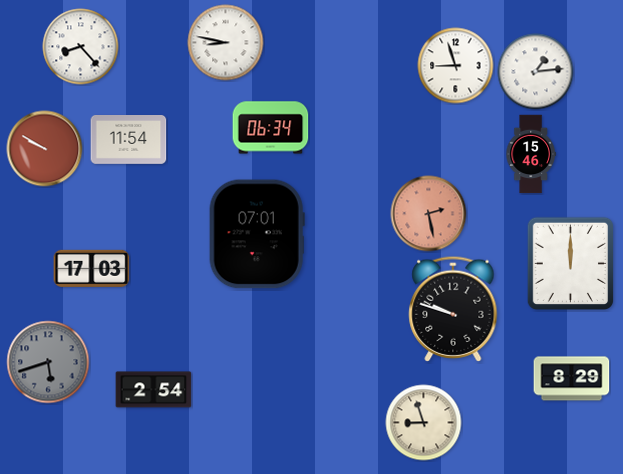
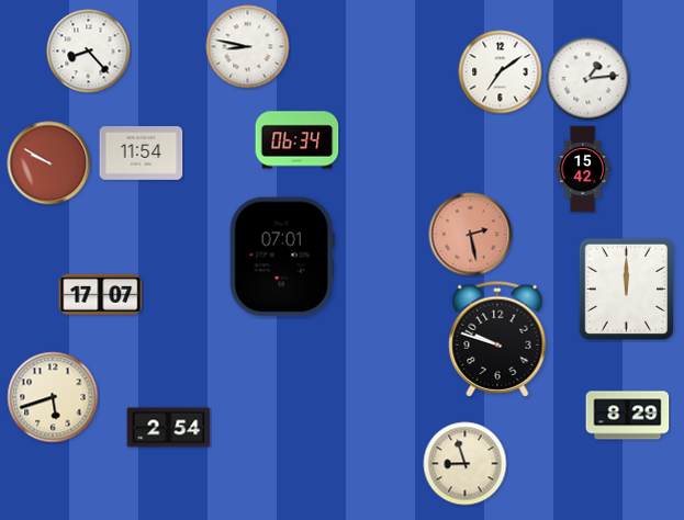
clock at (456, 66): 8:57 -> 7:09
clock at (531, 154): 15:46 -> 15:42
clock at (92, 268): 17:03 -> 17:07
clock at (48, 362) dial: grey -> cream
